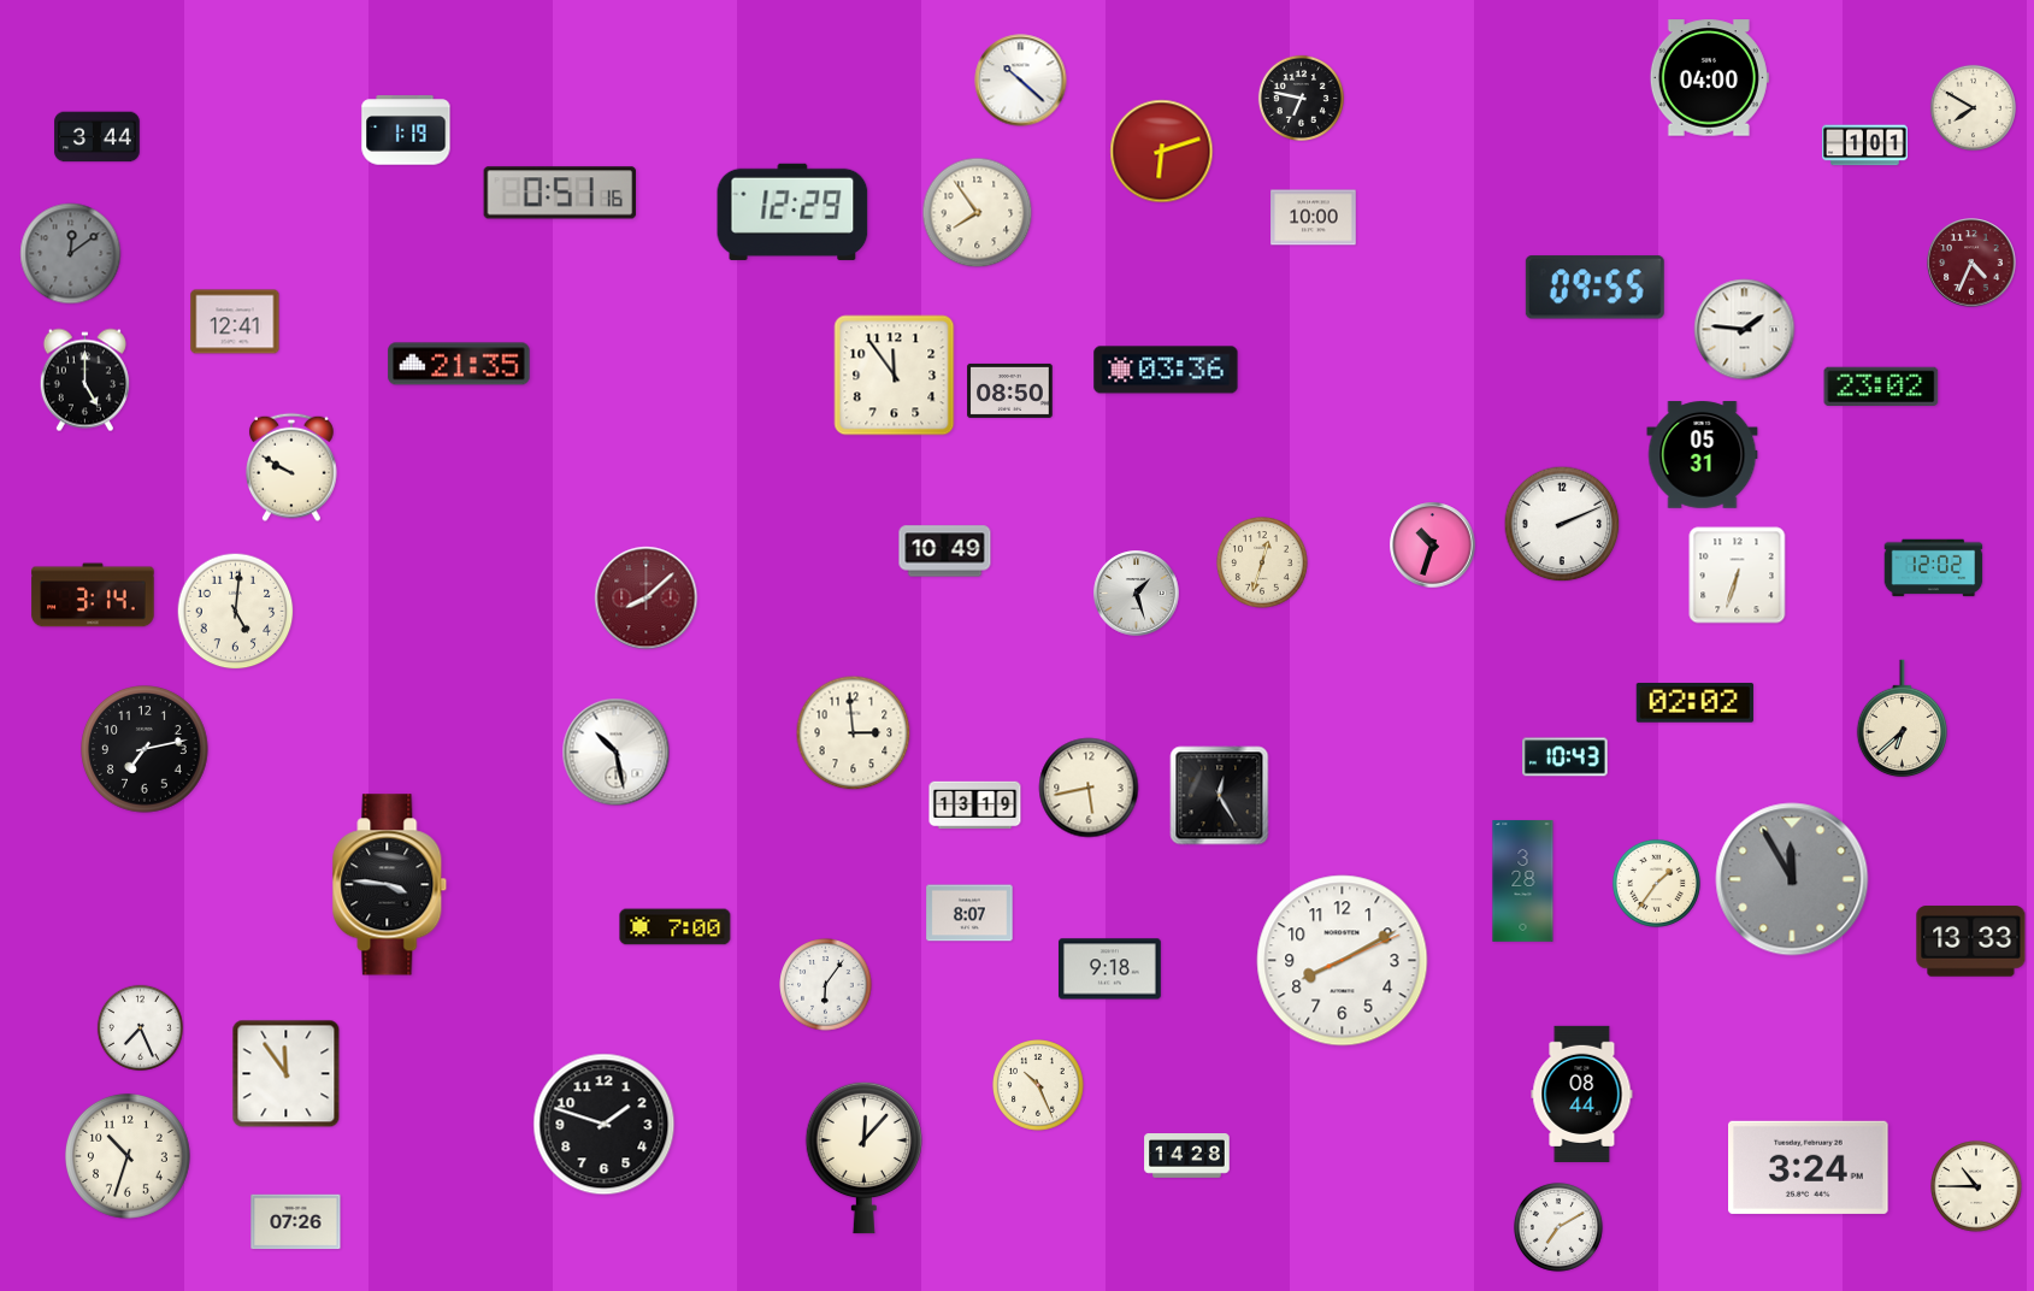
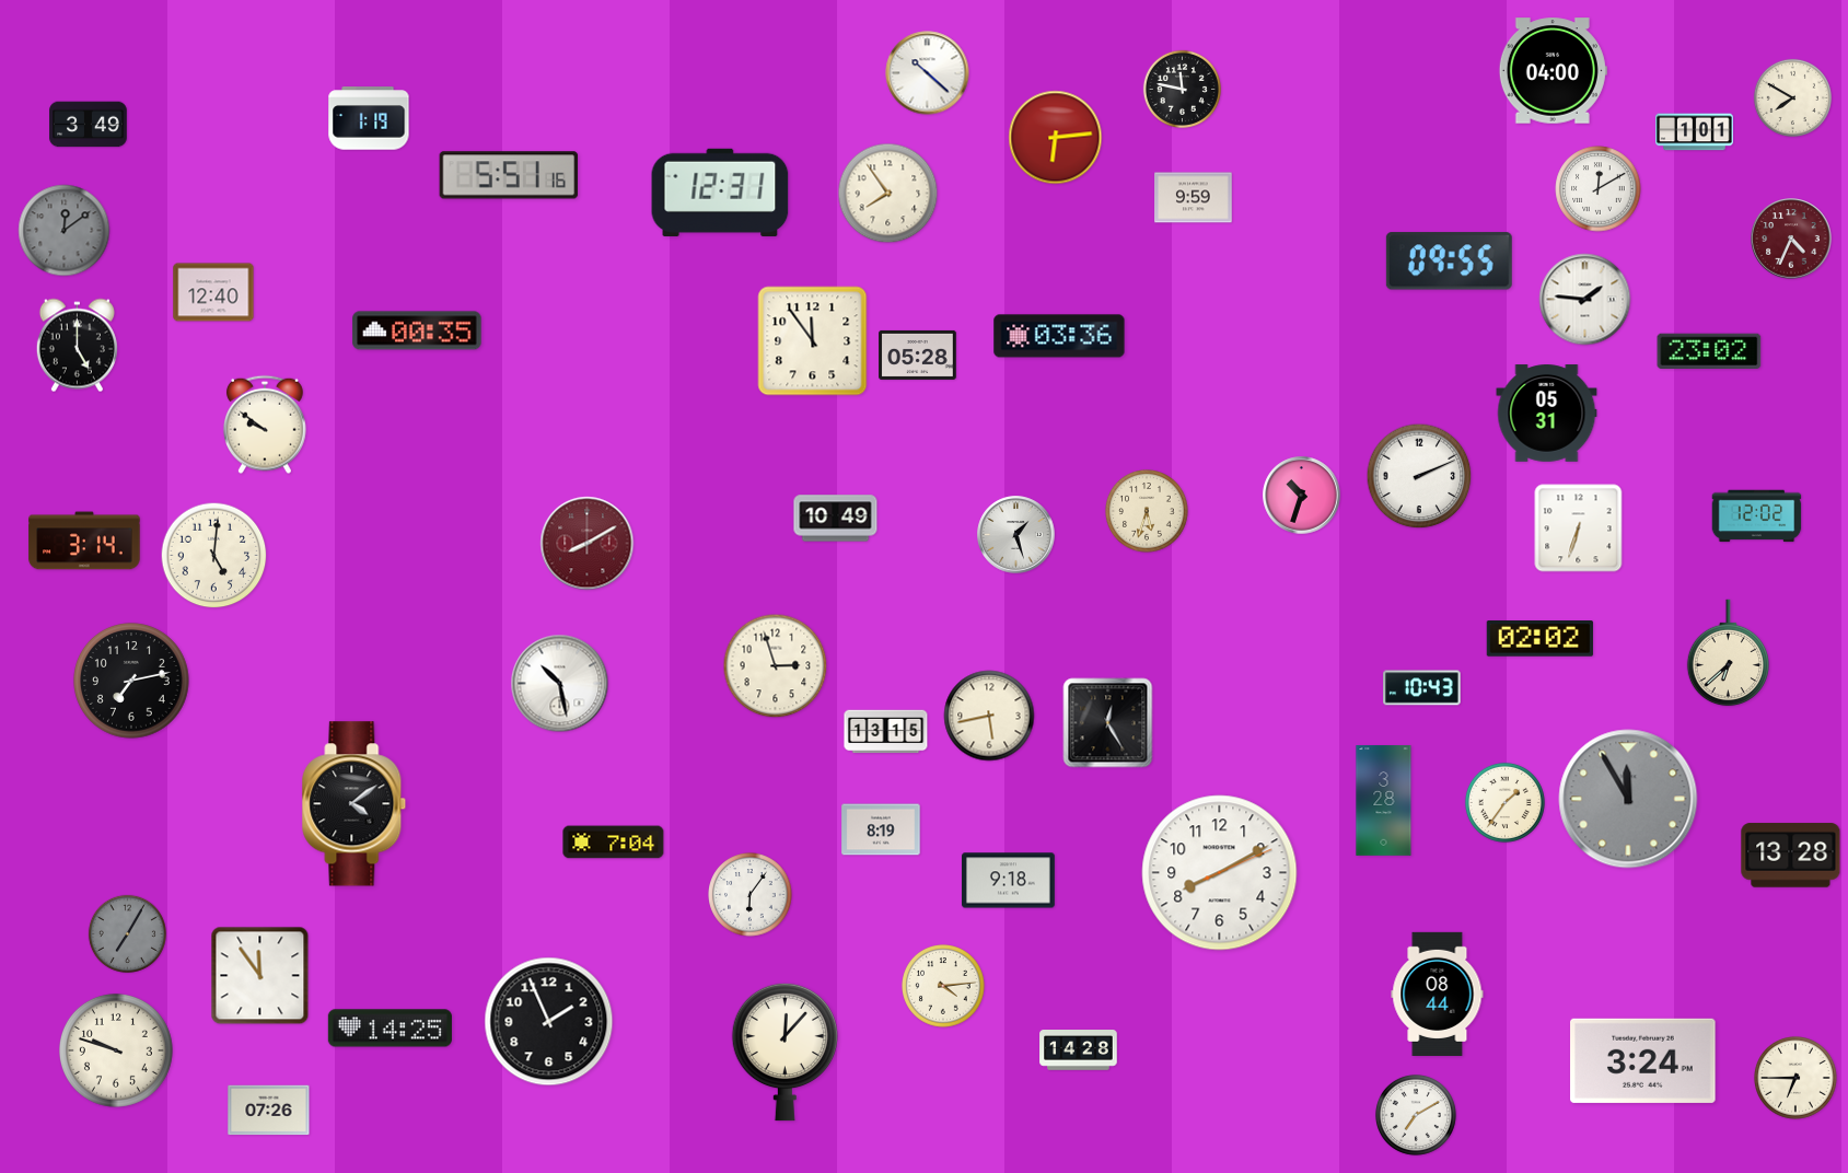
clock at (1301, 98): 6:47 -> 11:47
clock at (98, 137): 3:44 -> 3:49
clock at (1162, 152): 6:12 -> 6:14
clock at (560, 193): 0:51 -> 5:51
clock at (1599, 189): none -> 12:10
clock at (792, 212): 12:29 -> 12:31
clock at (1314, 218): 10:00 -> 9:59
clock at (235, 322): 12:41 -> 12:40
clock at (459, 364): 21:35 -> 00:35
clock at (1010, 390): 08:50 -> 05:28
clock at (293, 467): 9:50 -> 9:51
clock at (945, 552) position: (945, 552) -> (836, 519)
clock at (1263, 564): 12:33 -> 5:33
clock at (1738, 576) position: (1738, 576) -> (1579, 529)
clock at (1137, 594) position: (1137, 594) -> (1016, 535)
clock at (647, 599): 8:08 -> 8:10
clock at (854, 733): 2:59 -> 2:57
clock at (975, 806): 13:19 -> 13:15
clock at (390, 885): 3:46 -> 4:09
clock at (969, 913): 8:07 -> 8:19
clock at (676, 927): 7:00 -> 7:04
clock at (1971, 942): 13:33 -> 13:28
clock at (140, 1027): 7:26 -> 7:05
clock at (140, 1027) dial: white -> grey
clock at (1039, 1086): 10:26 -> 4:14
clock at (605, 1125): 1:48 -> 1:56
clock at (390, 1029): none -> 14:25
clock at (128, 1156): 10:33 -> 9:48
clock at (1977, 1187): 10:45 -> 6:45
